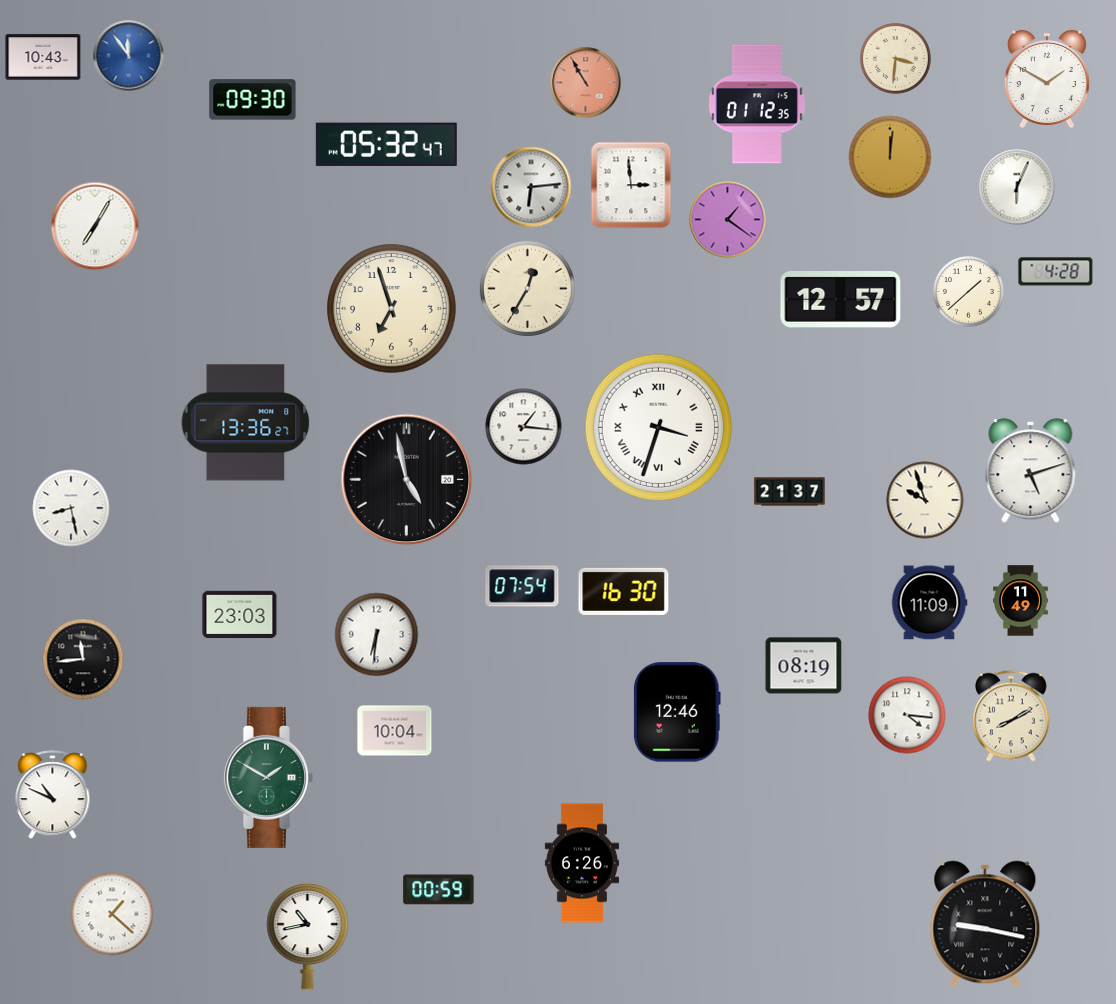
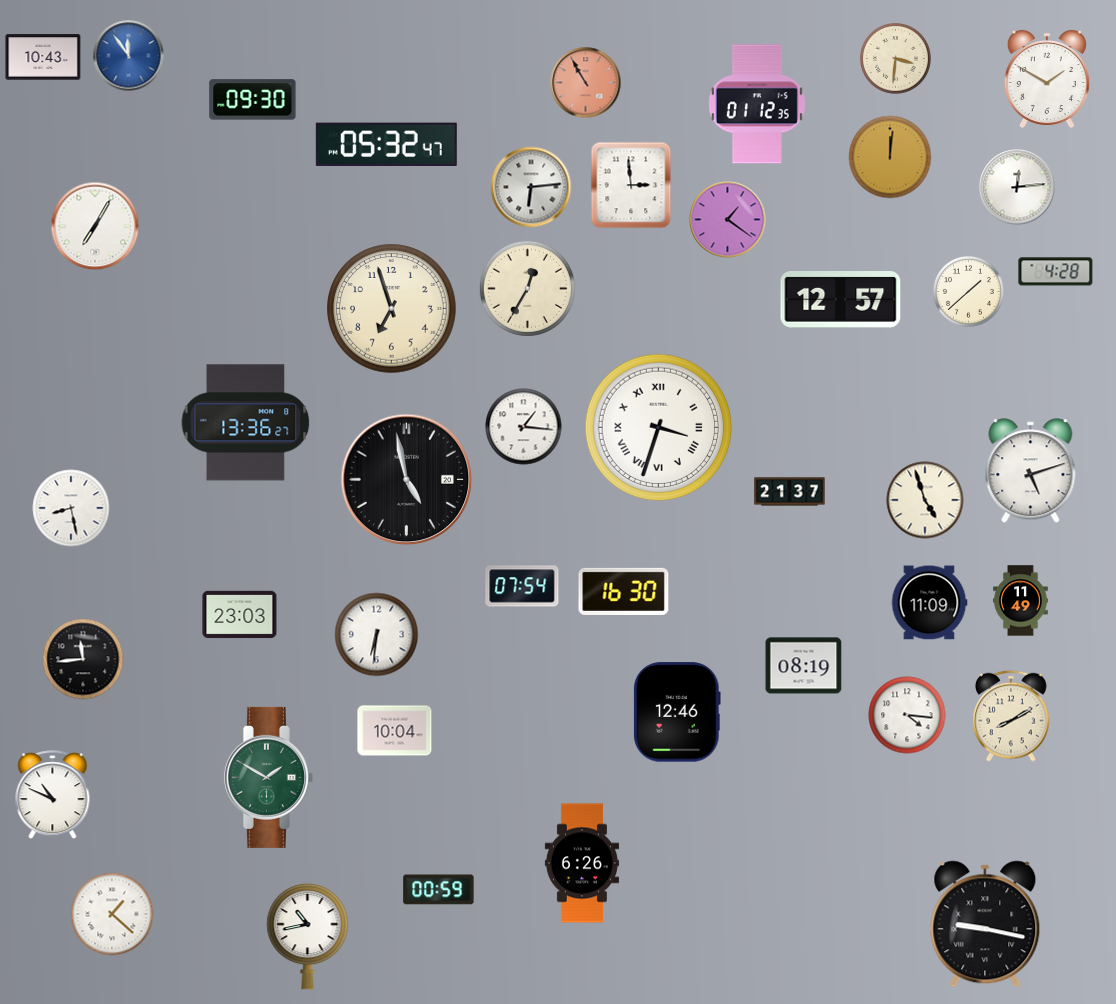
clock at (1017, 187): 6:04 -> 12:14
clock at (925, 500): 9:57 -> 4:57
